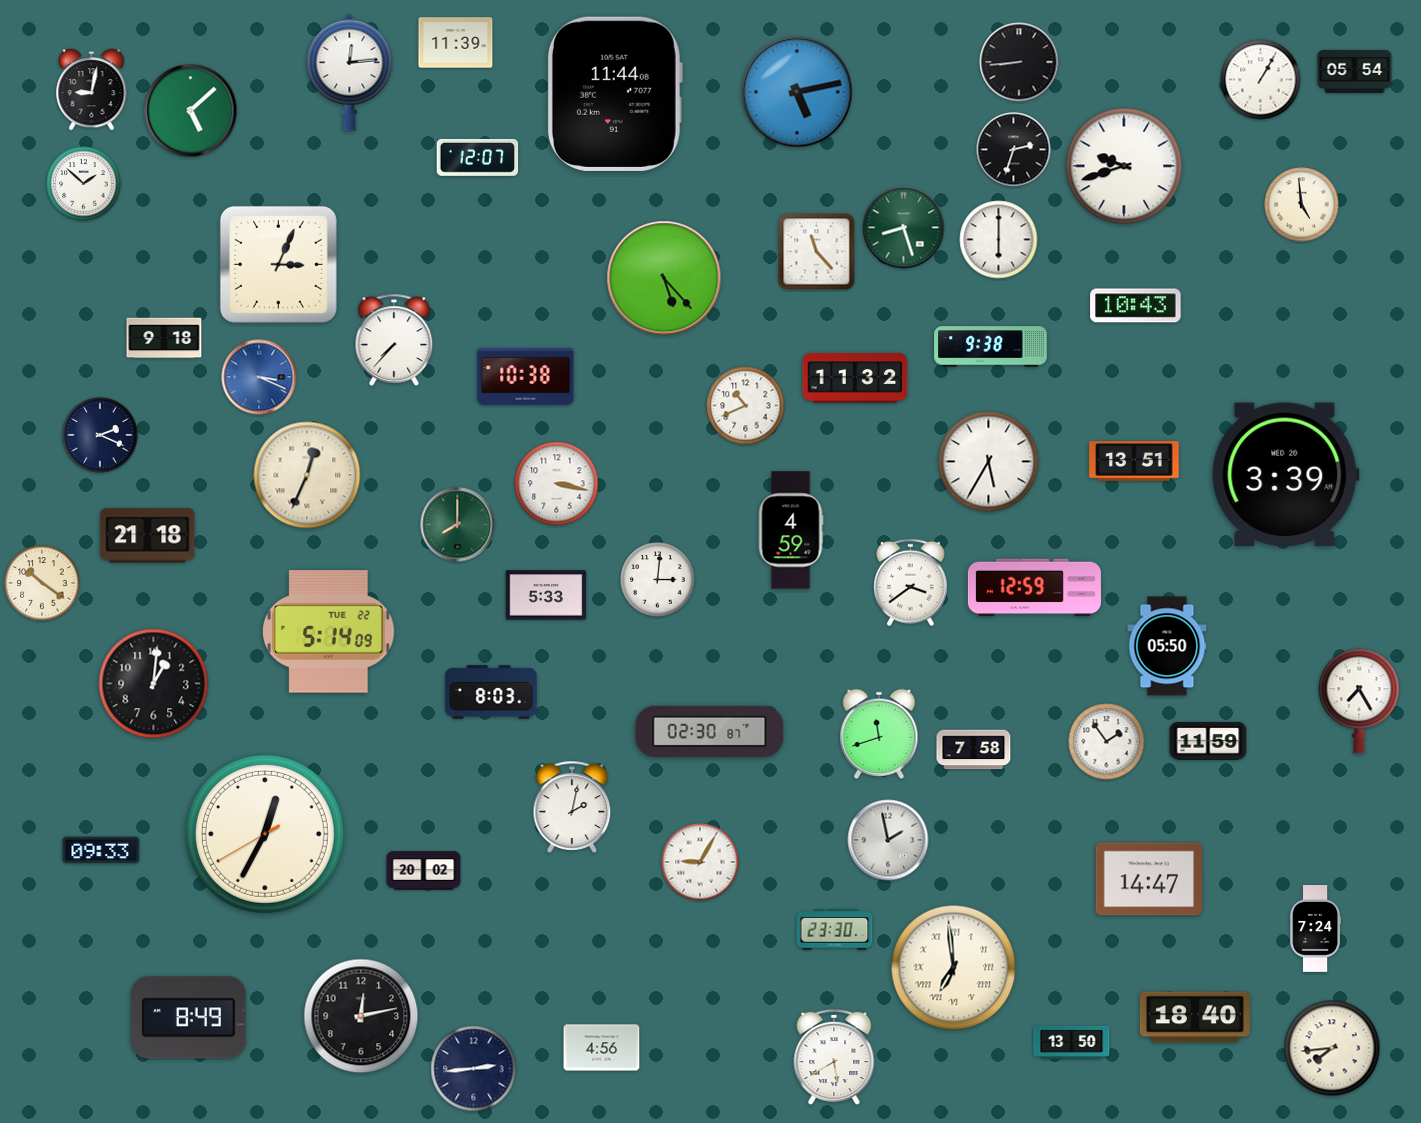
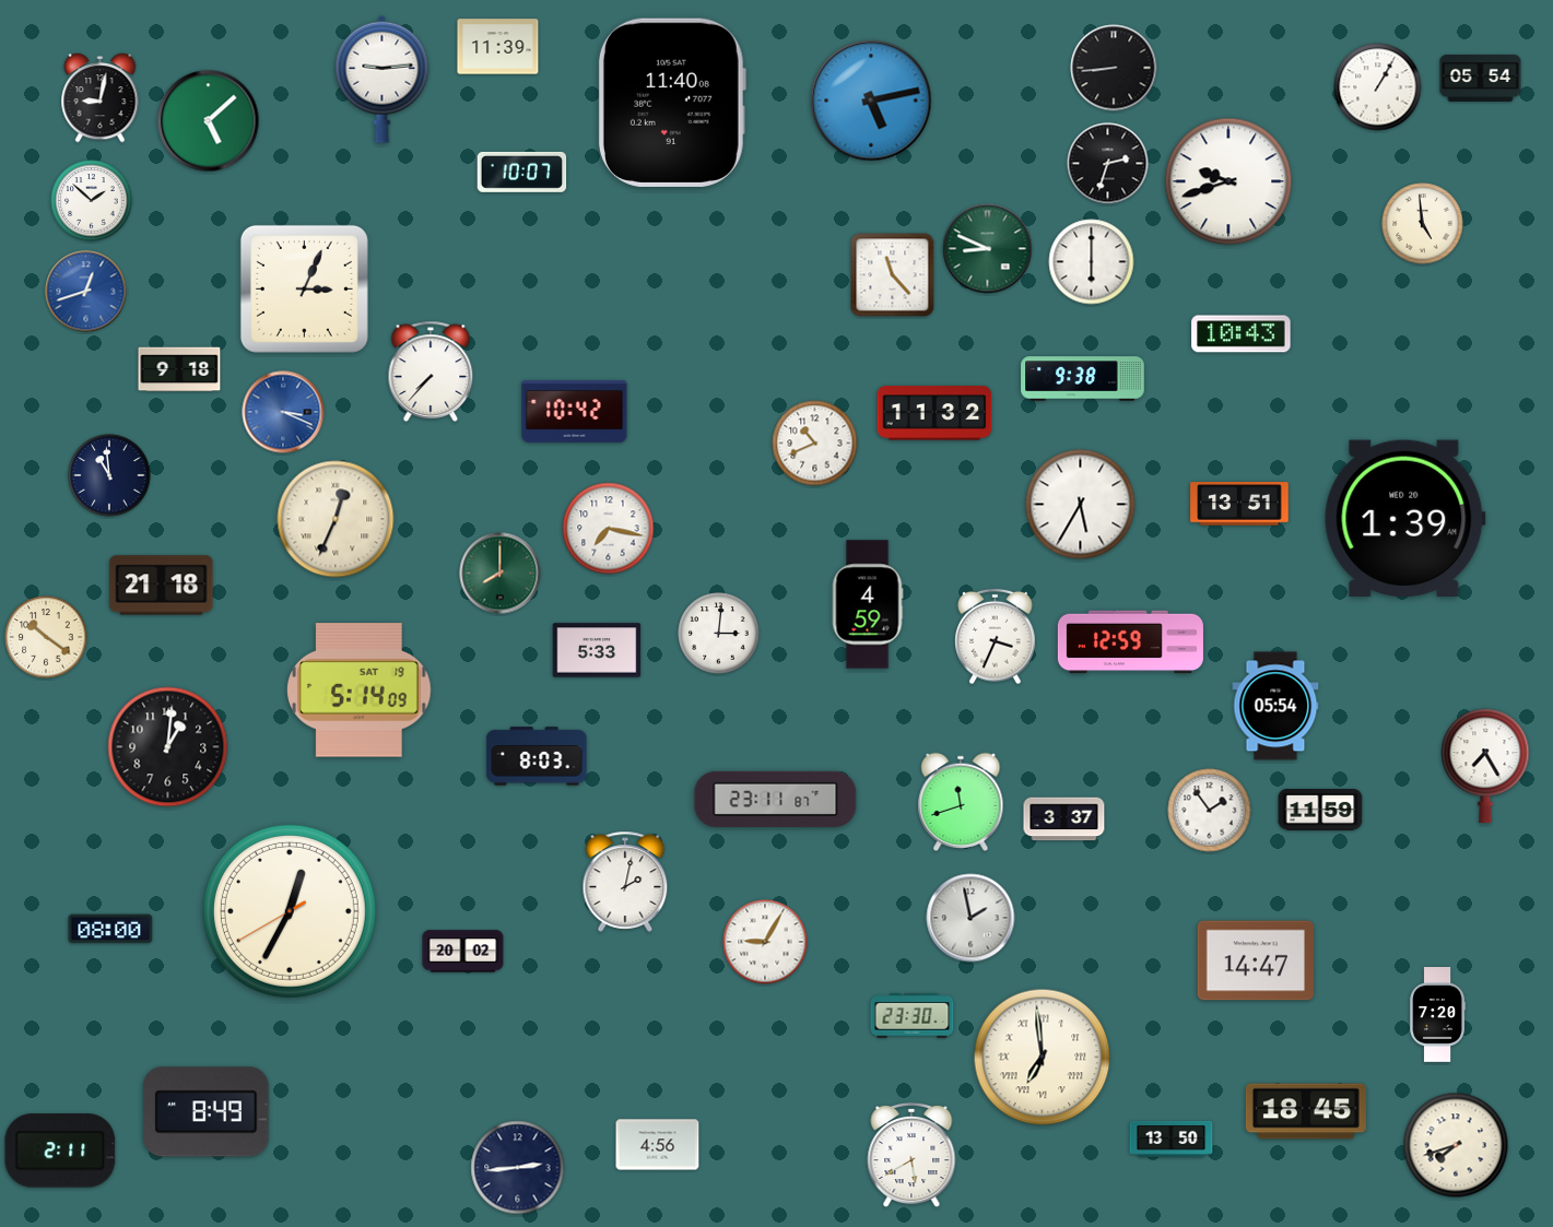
clock at (350, 72): 12:14 -> 9:14
clock at (615, 94): 11:44 -> 11:40
clock at (478, 157): 12:07 -> 10:07
clock at (904, 228): 8:27 -> 8:49
clock at (86, 292): none -> 12:42
clock at (664, 278): 5:23 -> none
clock at (526, 377): 10:38 -> 10:42
clock at (100, 435): 2:19 -> 10:59
clock at (1286, 474): 3:39 -> 1:39
clock at (557, 484): 3:17 -> 7:17
clock at (791, 530) position: (791, 530) -> (868, 604)
clock at (911, 583): 3:39 -> 3:34
clock at (329, 632) date: TUE 22 -> SAT 19
clock at (1167, 646): 05:50 -> 05:54
clock at (710, 731): 02:30 -> 23:11
clock at (974, 750): 7:58 -> 3:37
clock at (101, 850): 09:33 -> 08:00
clock at (1316, 929): 7:24 -> 7:20
clock at (361, 1016): 12:13 -> none
clock at (1195, 1017): 18:40 -> 18:45
clock at (1332, 1048): 7:44 -> 7:42
clock at (60, 1151): none -> 2:11
